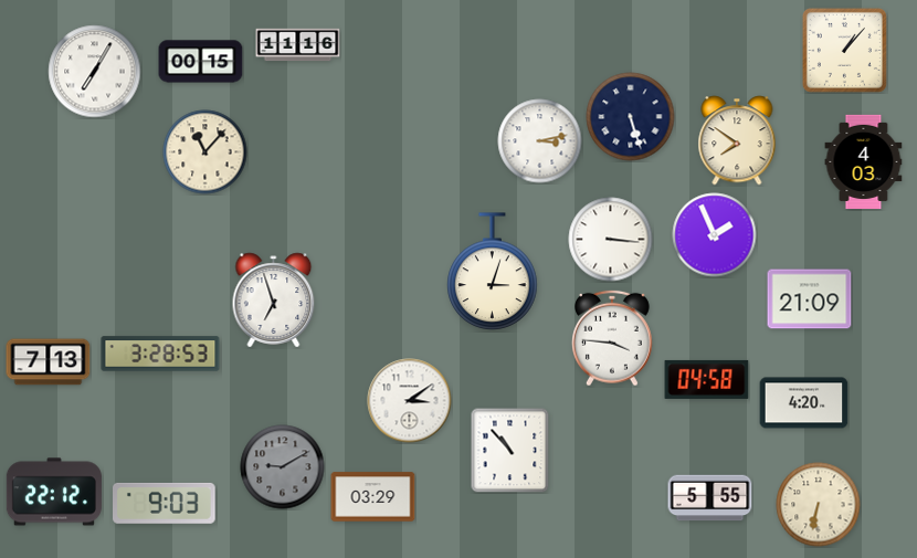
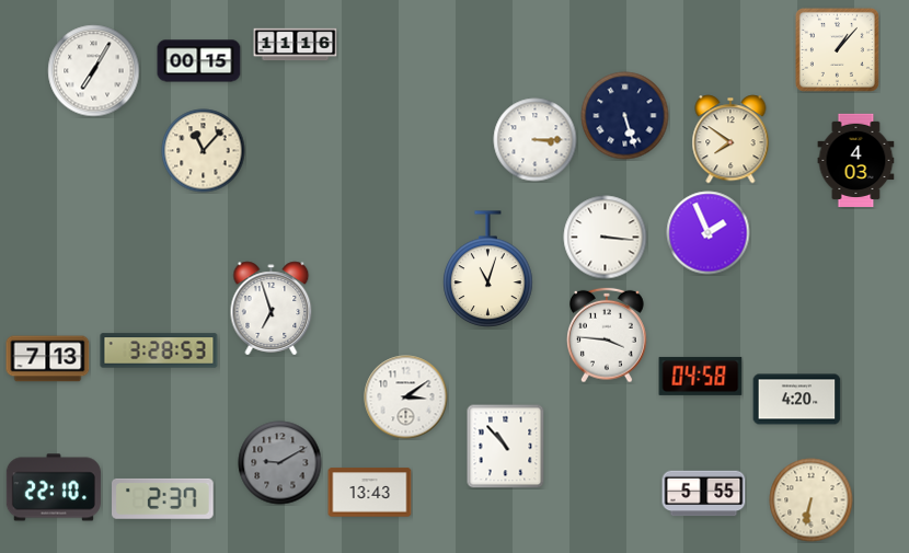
clock at (540, 141): 3:13 -> 3:15
clock at (493, 271): 3:03 -> 11:03
clock at (810, 299): 21:09 -> none
clock at (274, 301) position: (274, 301) -> (272, 309)
clock at (54, 492): 22:12 -> 22:10
clock at (373, 497): 03:29 -> 13:43
clock at (165, 503): 9:03 -> 2:37
